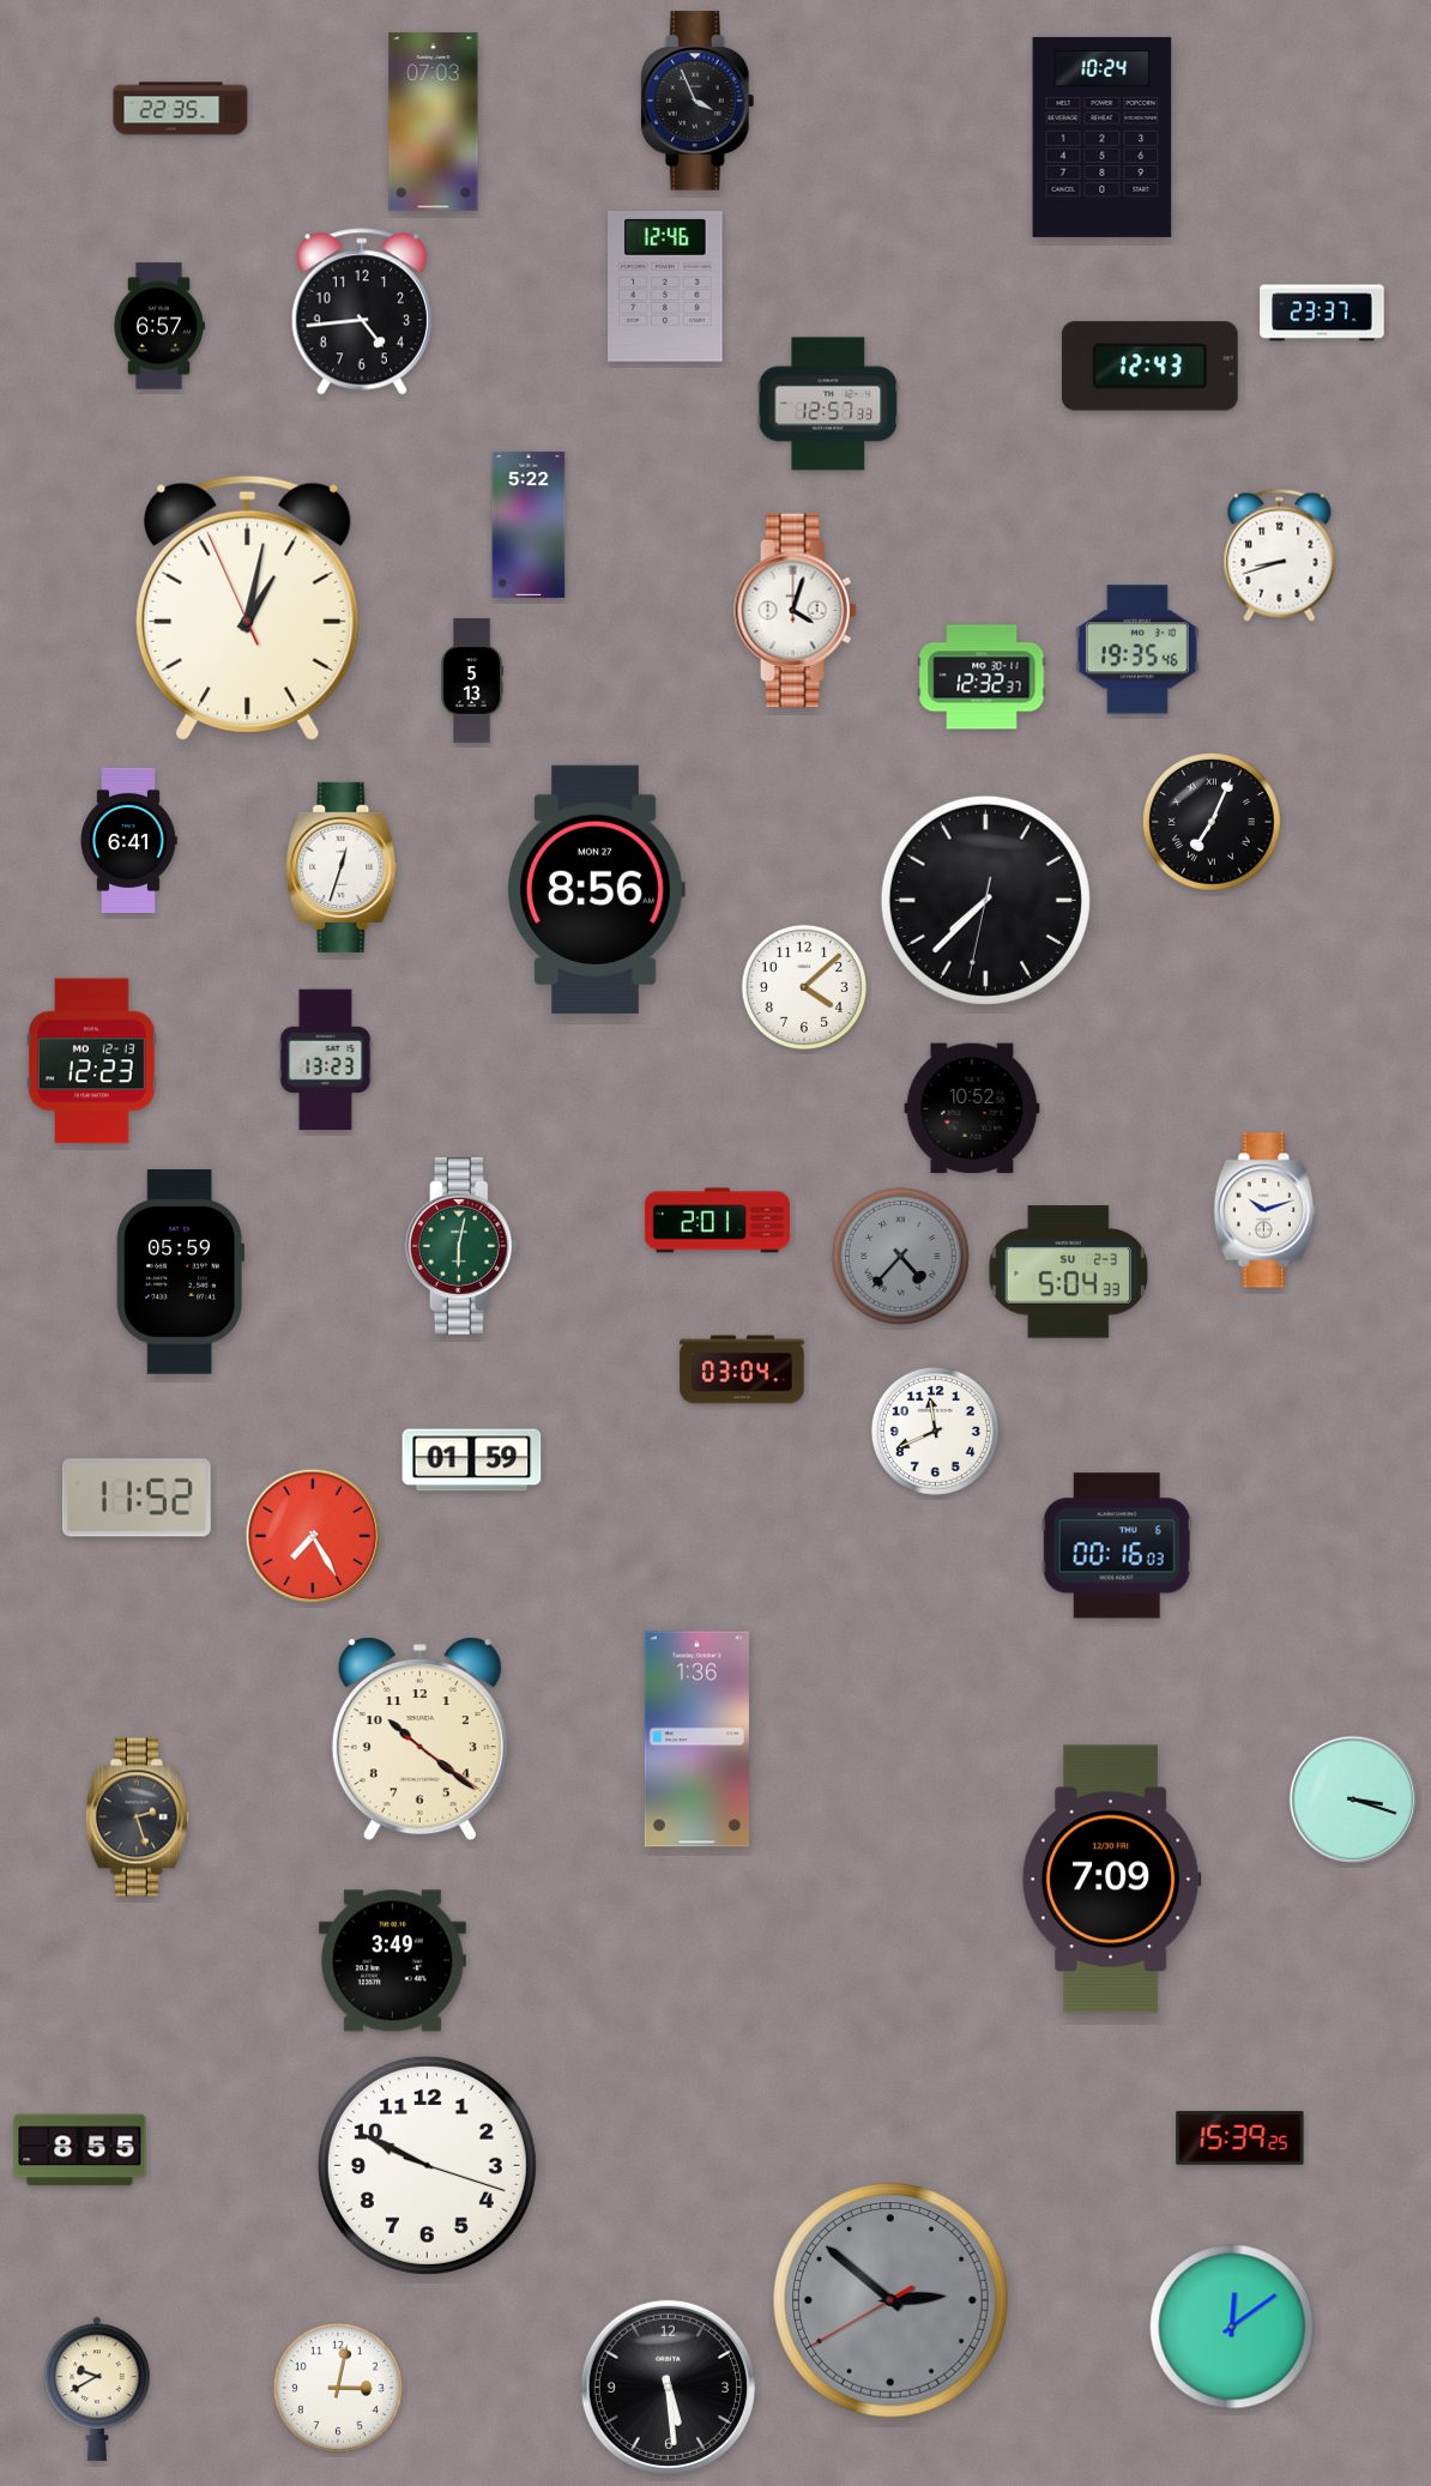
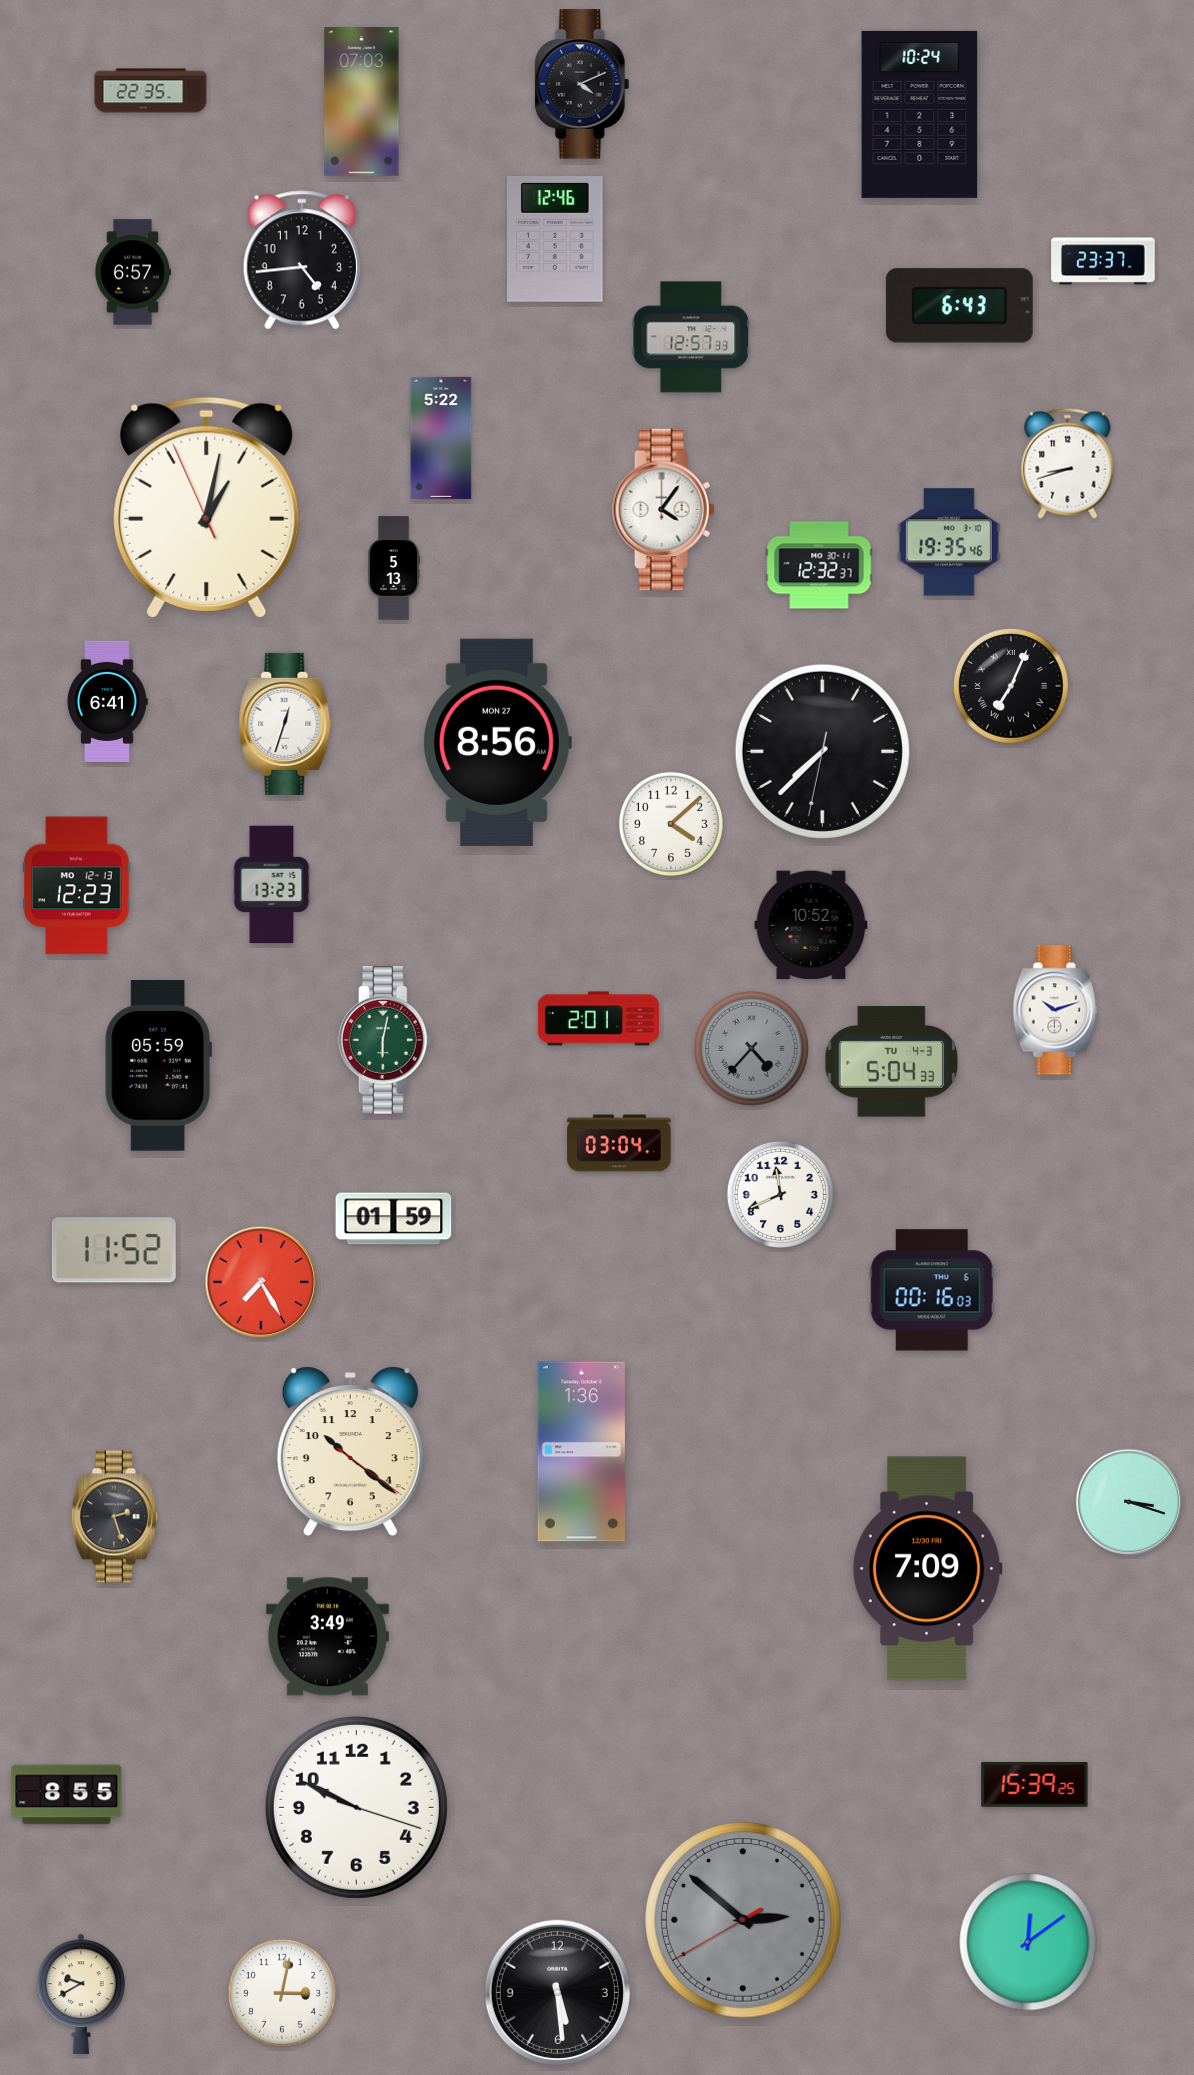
clock at (698, 101): 3:56 -> 4:11
clock at (1149, 367): 12:43 -> 6:43
clock at (796, 611): 4:03 -> 4:06
clock at (180, 1272) position: (180, 1272) -> (158, 1066)
clock at (1069, 1272) date: SU 2-3 -> TU 4-3
